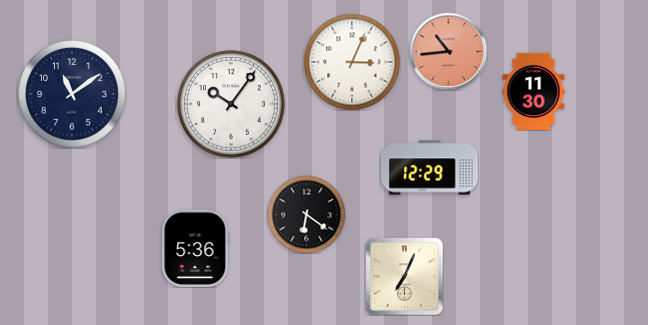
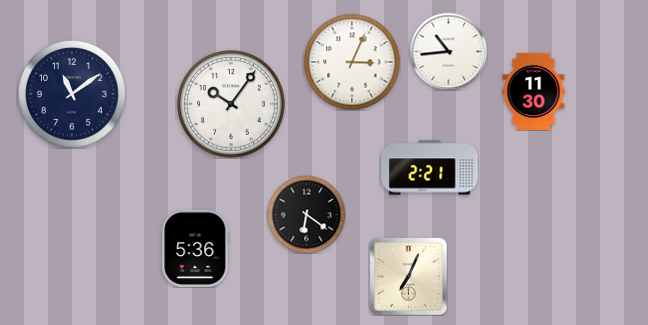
clock at (448, 51) dial: salmon -> white
clock at (430, 168): 12:29 -> 2:21
clock at (404, 276) position: (404, 276) -> (408, 276)
